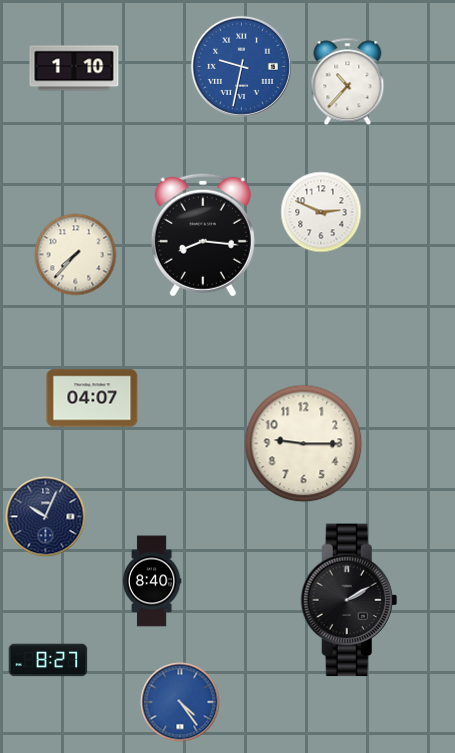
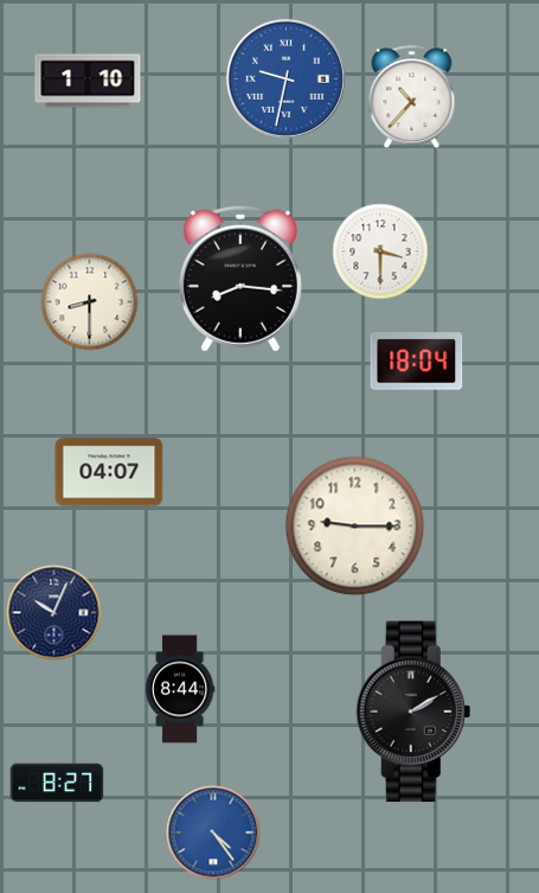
clock at (321, 212): 2:49 -> 3:30
clock at (76, 255): 7:37 -> 8:30
clock at (417, 362): none -> 18:04
clock at (304, 444) position: (304, 444) -> (355, 527)
clock at (152, 581): 8:40 -> 8:44
